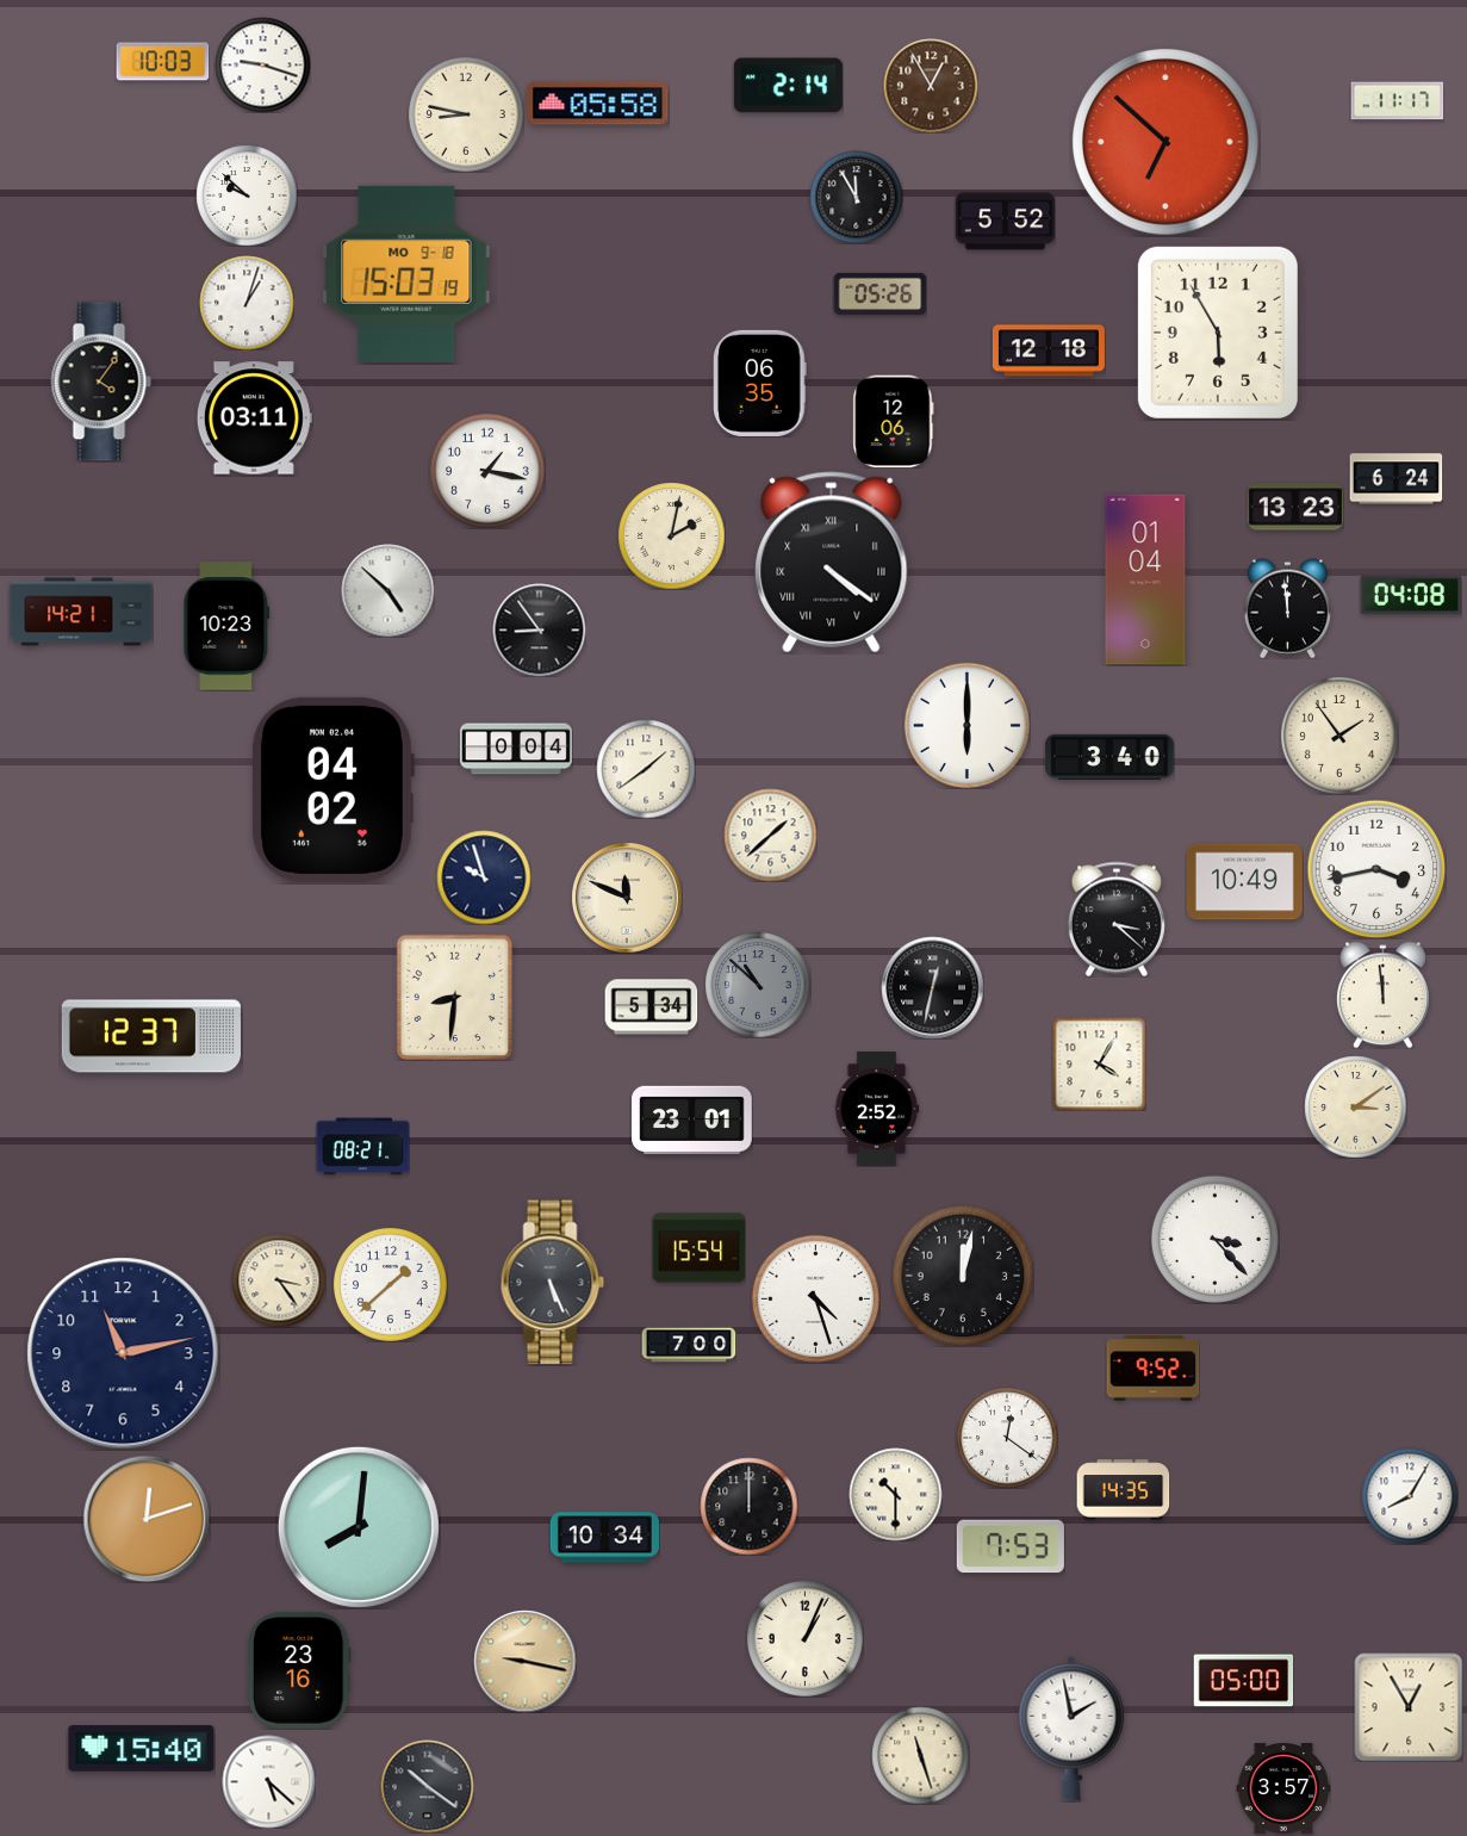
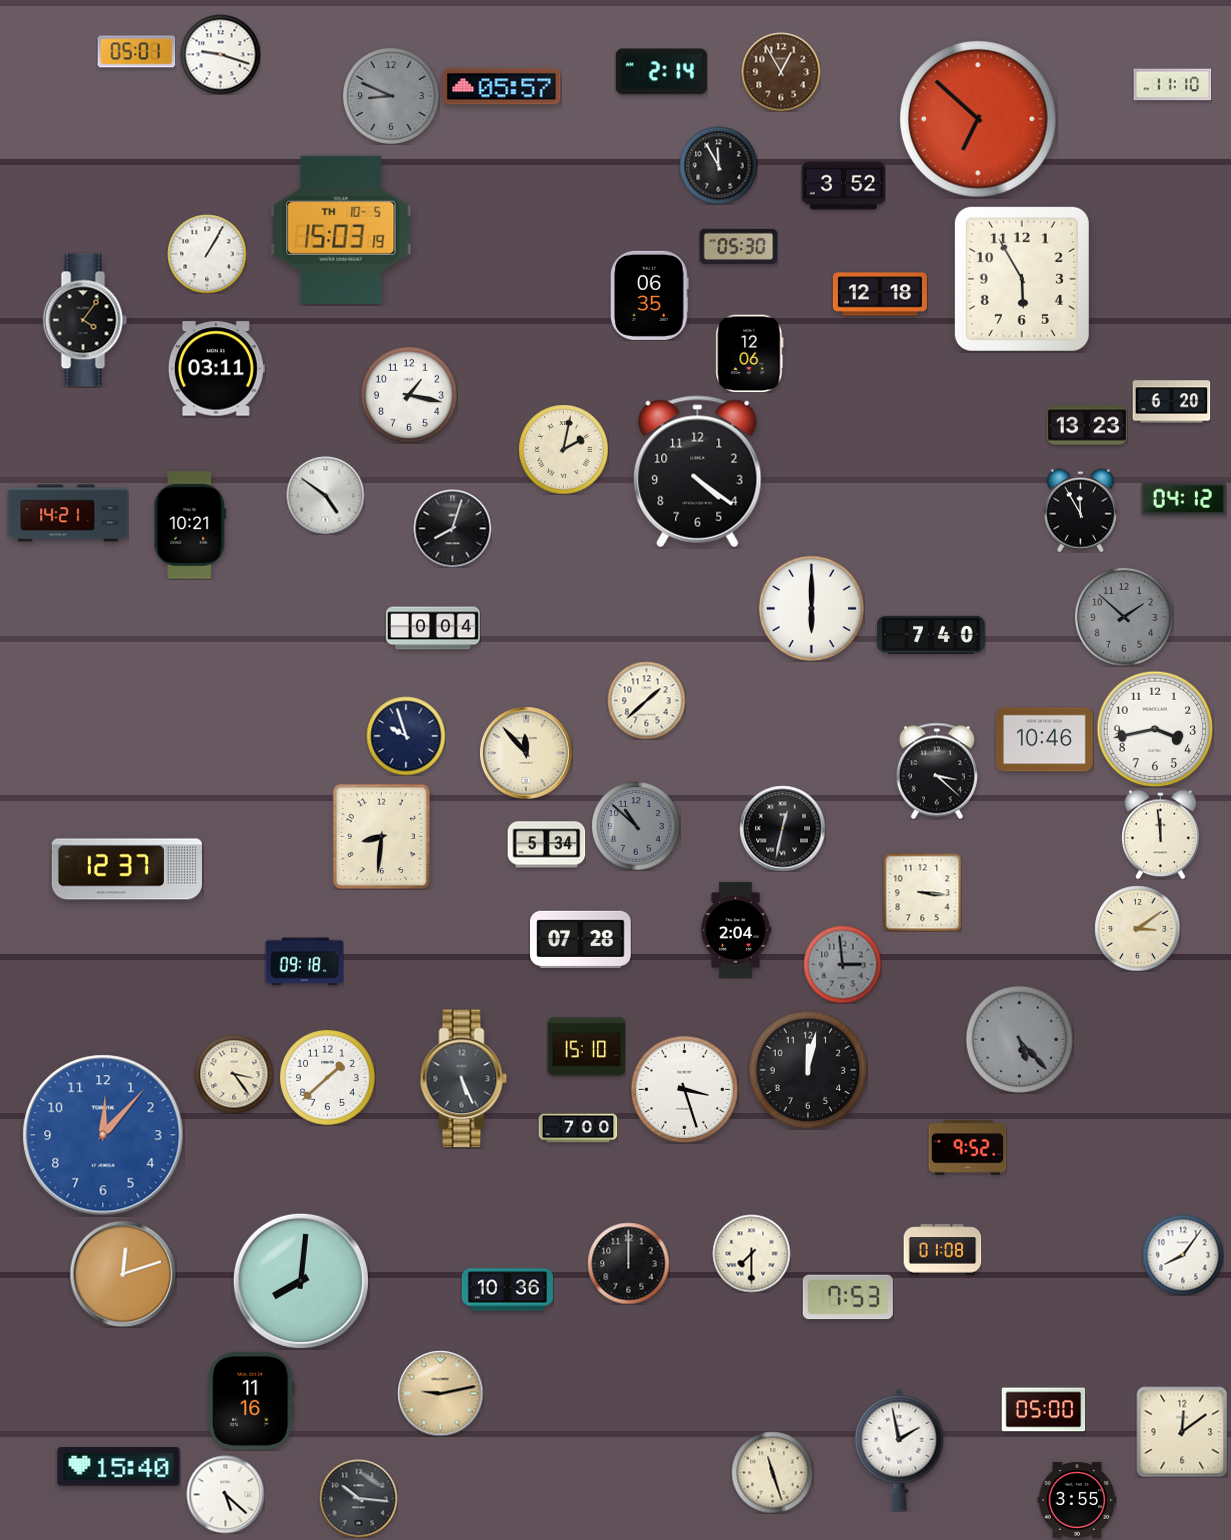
clock at (162, 62): 10:03 -> 05:01
clock at (1397, 101): 11:17 -> 11:10
clock at (598, 104): 05:58 -> 05:57
clock at (466, 114): 8:47 -> 8:49
clock at (466, 114) dial: cream -> grey
clock at (247, 196): 9:52 -> none
clock at (1005, 222): 5:52 -> 3:52
clock at (406, 274) date: MO 9-18 -> TH 10-5
clock at (879, 293): 05:26 -> 05:30
clock at (247, 303): 1:03 -> 1:05
clock at (760, 383) position: (760, 383) -> (650, 295)
clock at (254, 418) position: (254, 418) -> (216, 369)
clock at (1395, 479): 6:24 -> 6:20
clock at (832, 563) numerals: Roman -> Arabic
clock at (1145, 579): 01:04 -> none
clock at (387, 590): 4:52 -> 4:51
clock at (1410, 595): 04:08 -> 04:12
clock at (1287, 608): 11:59 -> 11:55
clock at (226, 626): 10:23 -> 10:21
clock at (539, 629): 8:54 -> 8:03
clock at (1339, 736): 1:54 -> 1:52
clock at (1339, 736) dial: cream -> grey
clock at (1109, 757): 3:40 -> 7:40
clock at (646, 769): 1:39 -> none
clock at (332, 789): 04:02 -> none
clock at (1244, 882): 10:49 -> 10:46
clock at (627, 898): 11:49 -> 11:53
clock at (1099, 1063): 4:05 -> 3:16
clock at (877, 1109): 2:52 -> 2:04
clock at (692, 1119): 23:01 -> 07:28
clock at (362, 1147): 08:21 -> 09:18
clock at (842, 964): none -> 2:59
clock at (1214, 1239): 3:23 -> 5:23
clock at (1214, 1239) dial: white -> grey
clock at (698, 1248): 15:54 -> 15:10
clock at (553, 1283) position: (553, 1283) -> (464, 1079)
clock at (815, 1298): 4:27 -> 3:27
clock at (123, 1353): 11:13 -> 12:07
clock at (123, 1353) dial: navy -> blue
clock at (1007, 1438): 12:21 -> none
clock at (1123, 1490): 14:35 -> 01:08
clock at (895, 1494): 10:30 -> 7:30
clock at (1410, 1496): 8:05 -> 8:06
clock at (604, 1538): 10:34 -> 10:36
clock at (804, 1638): 1:04 -> none
clock at (524, 1661): 9:17 -> 9:13
clock at (300, 1670): 23:16 -> 11:16
clock at (1409, 1707): 12:55 -> 12:09
clock at (427, 1786): 10:21 -> 10:16
clock at (1283, 1788): 3:57 -> 3:55
